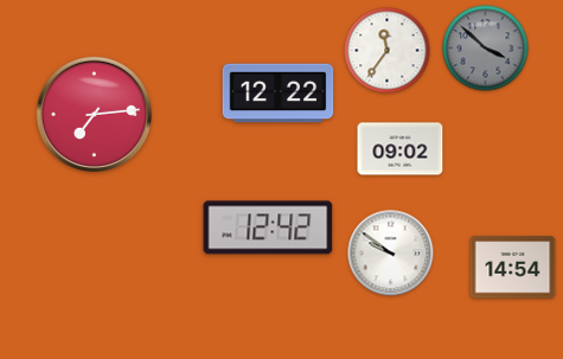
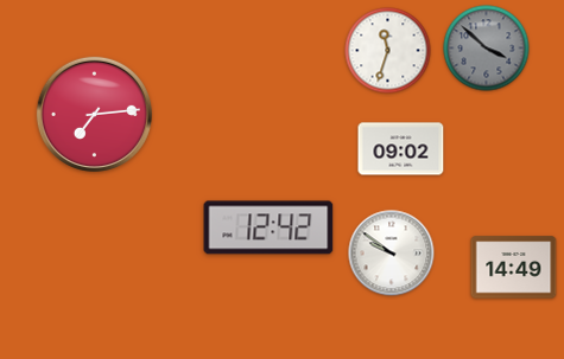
clock at (388, 51): 11:36 -> 11:33
clock at (279, 94): 12:22 -> none
clock at (513, 268): 14:54 -> 14:49
